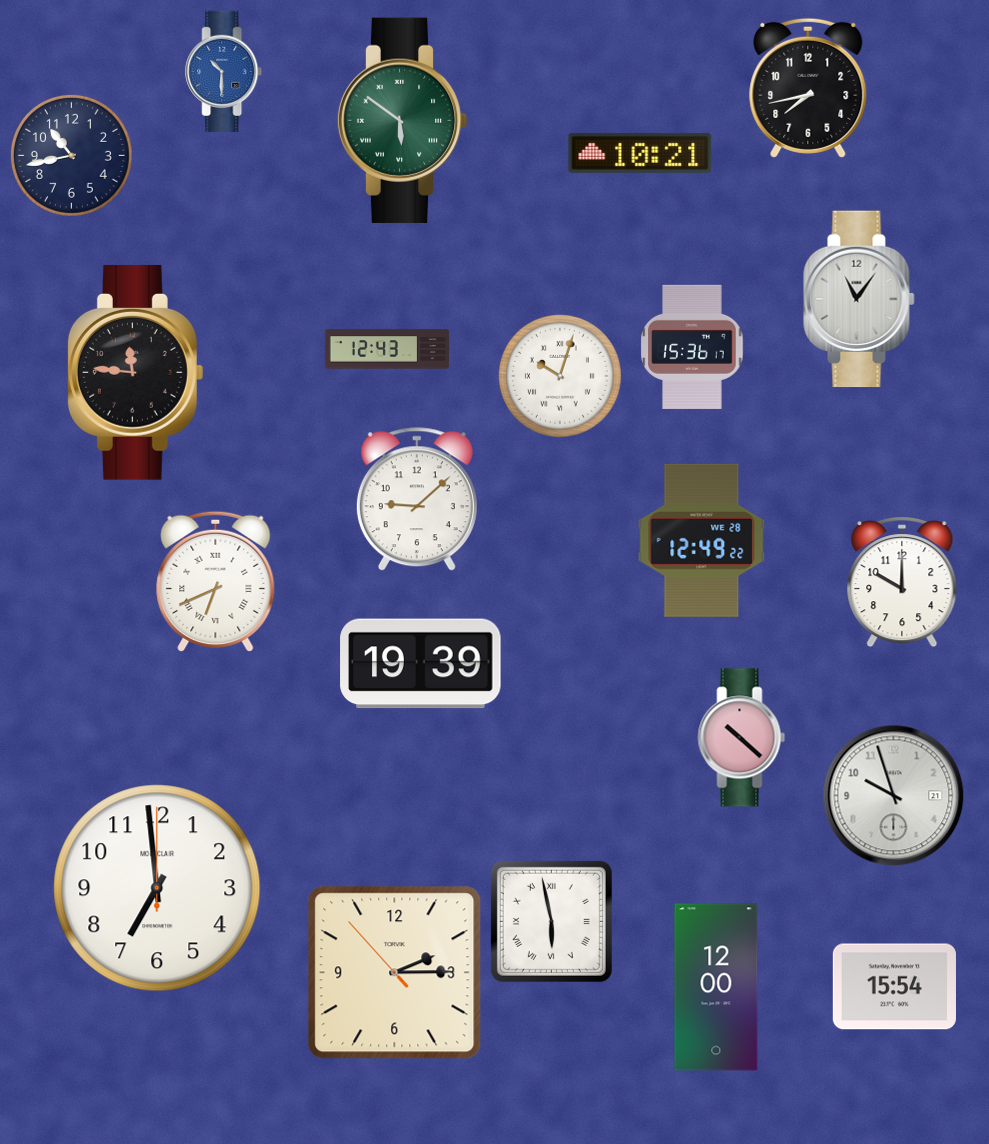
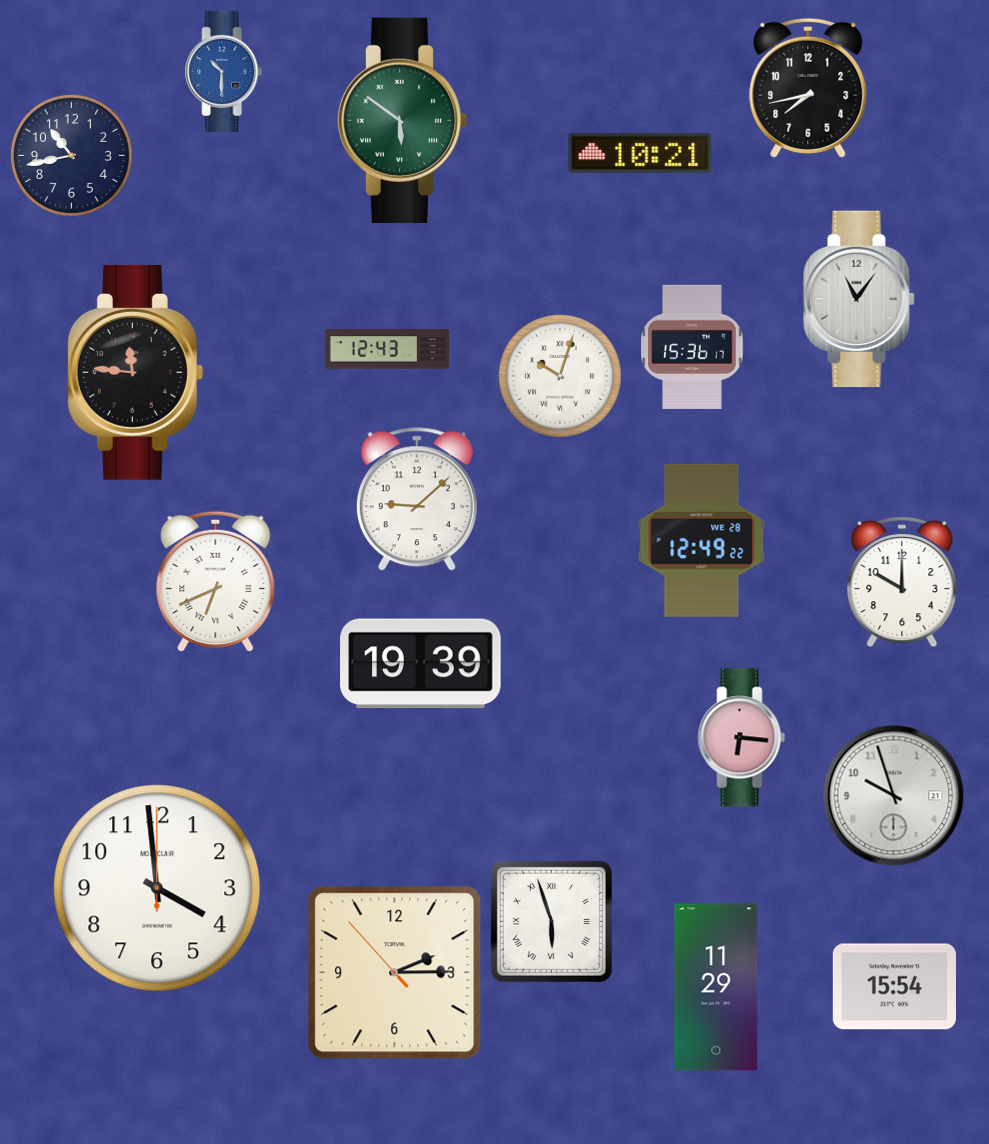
clock at (742, 738): 10:22 -> 6:16
clock at (157, 888): 6:59 -> 3:59
clock at (551, 921): 5:58 -> 5:57
clock at (716, 987): 12:00 -> 11:29
